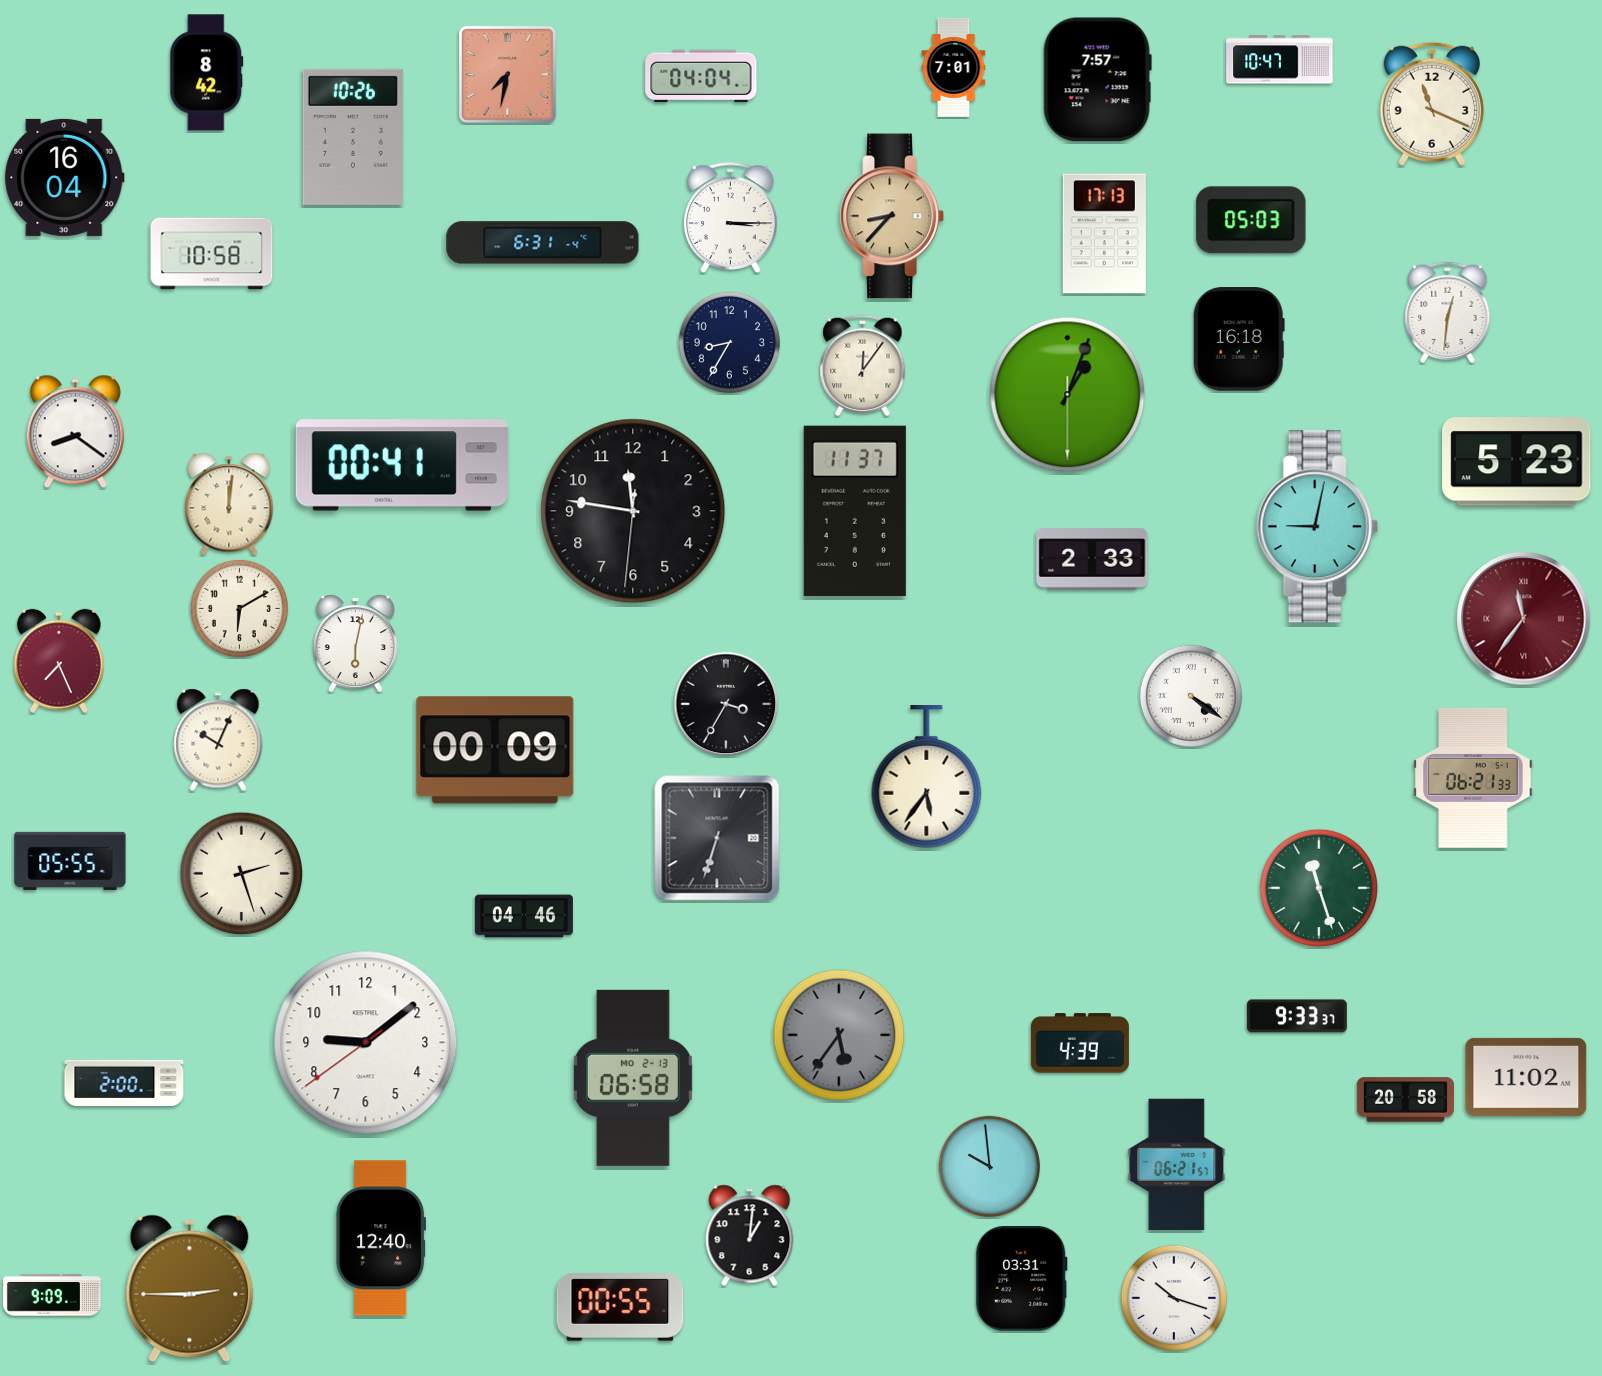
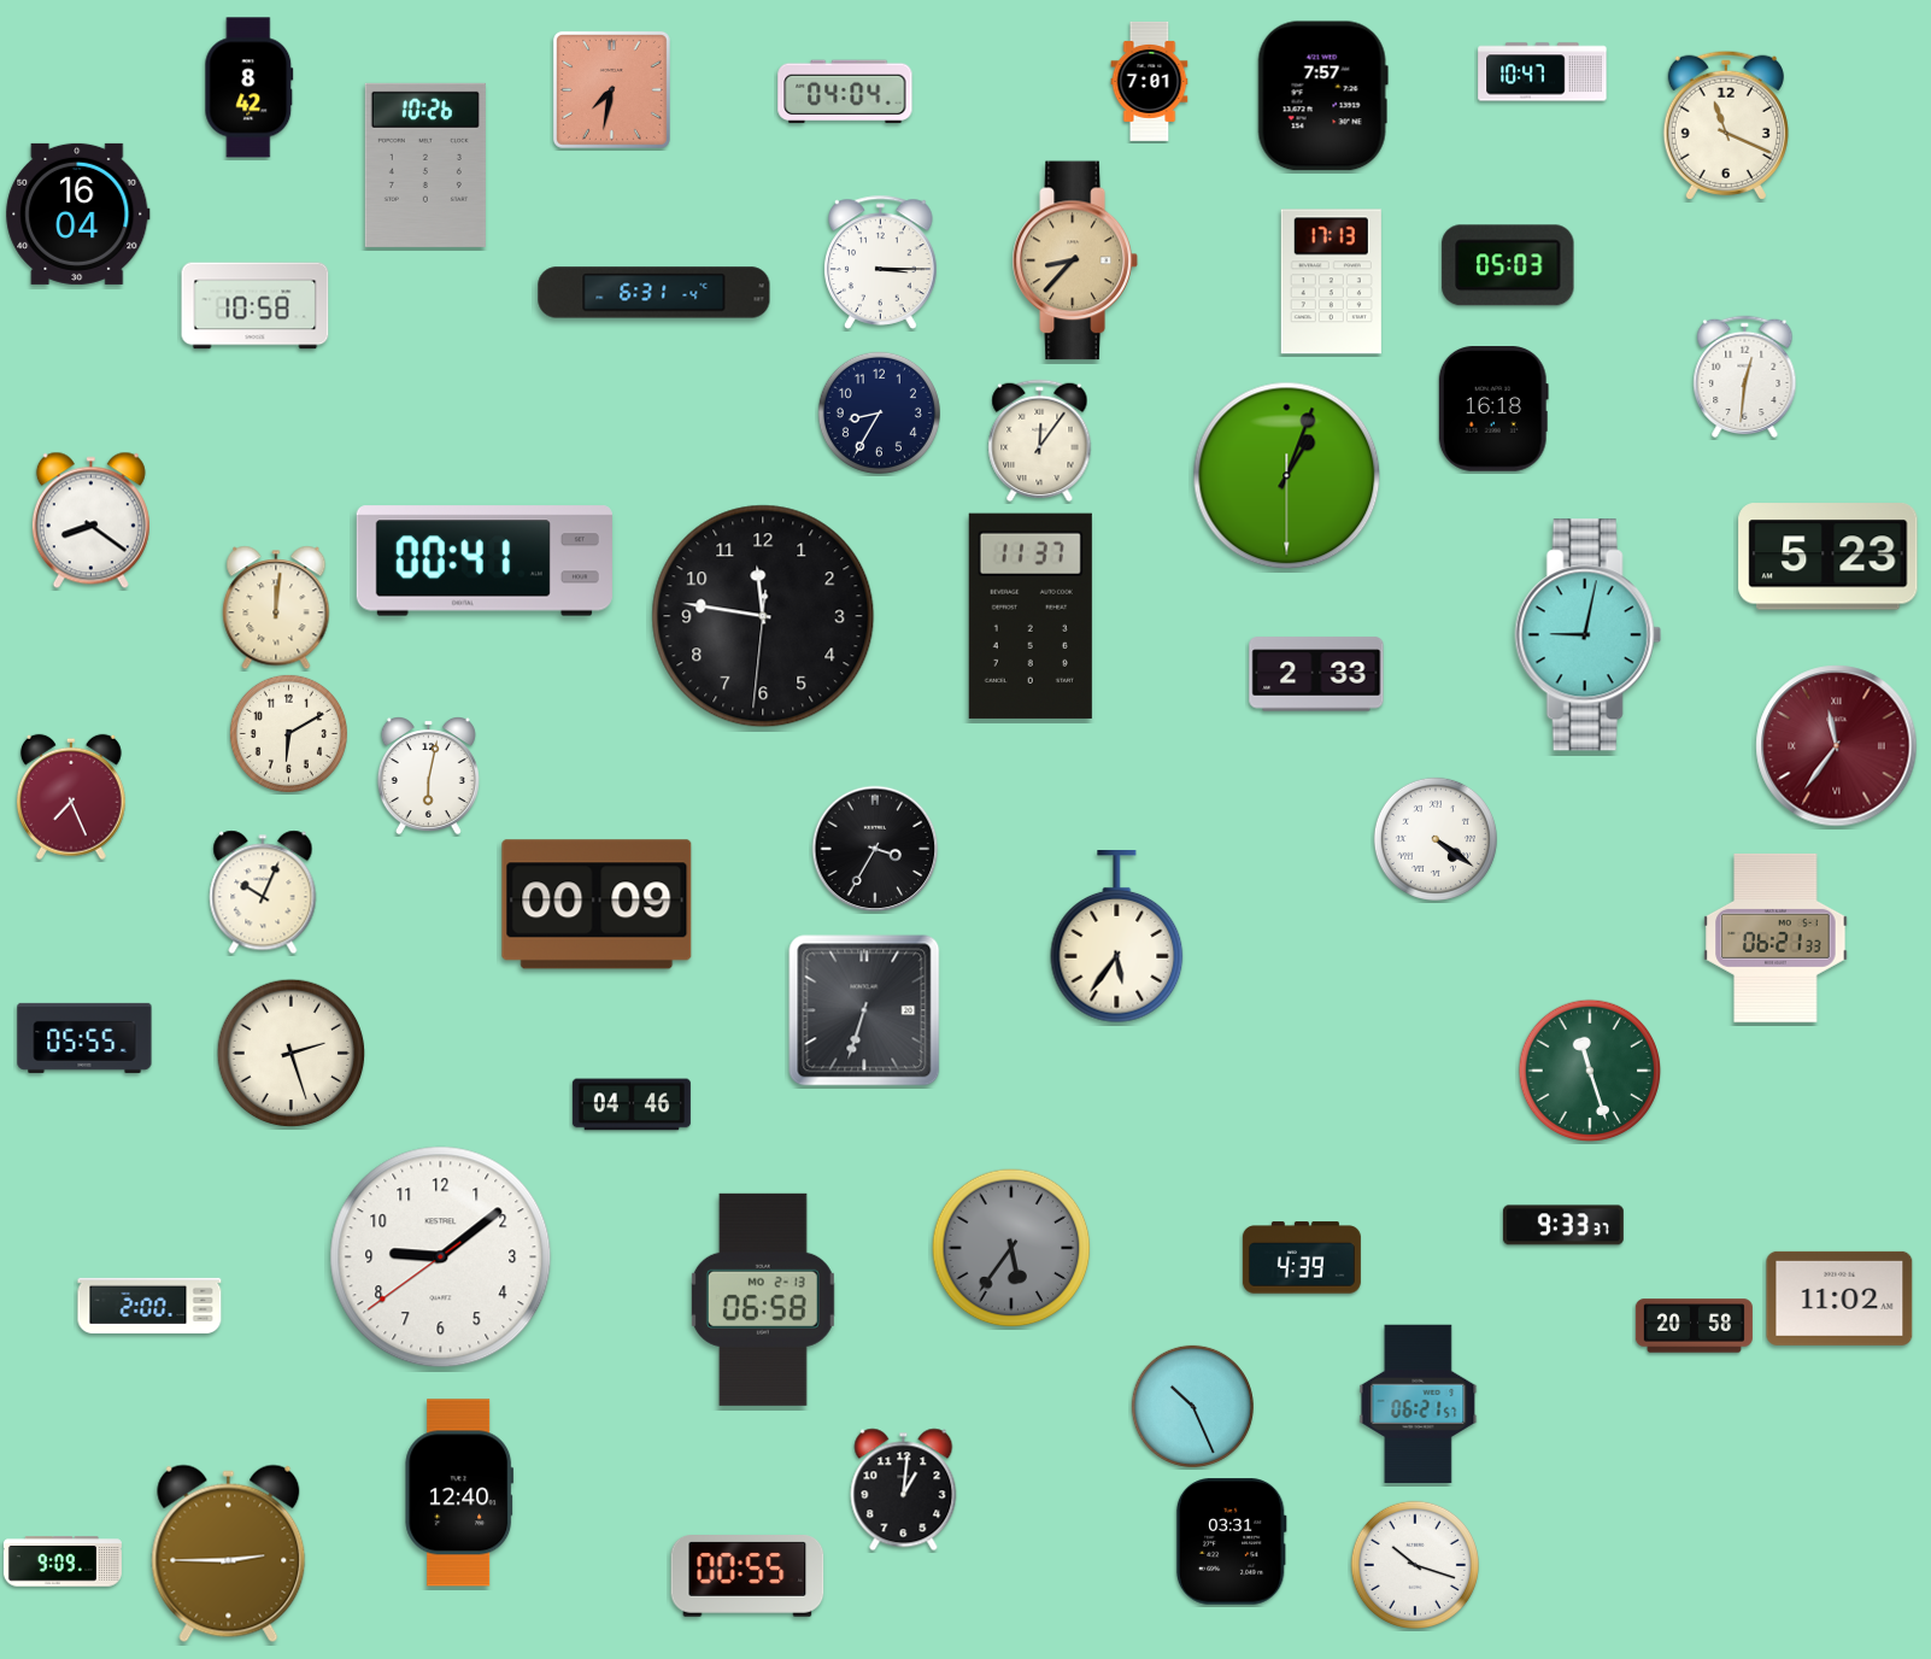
clock at (989, 1166): 9:59 -> 10:26
